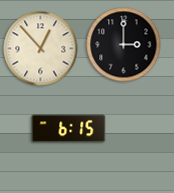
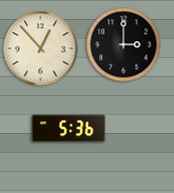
clock at (69, 129): 6:15 -> 5:36
